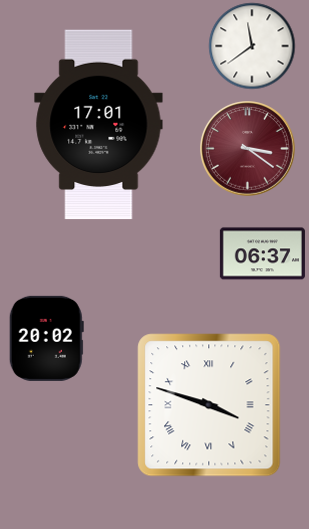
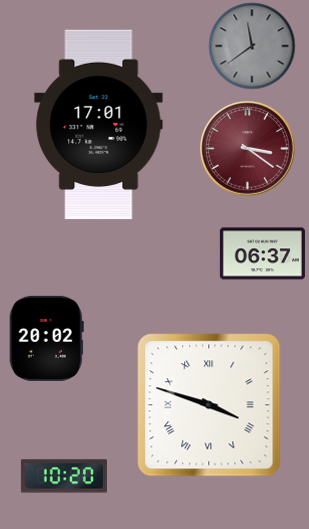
clock at (252, 46) dial: white -> grey
clock at (64, 476): none -> 10:20
